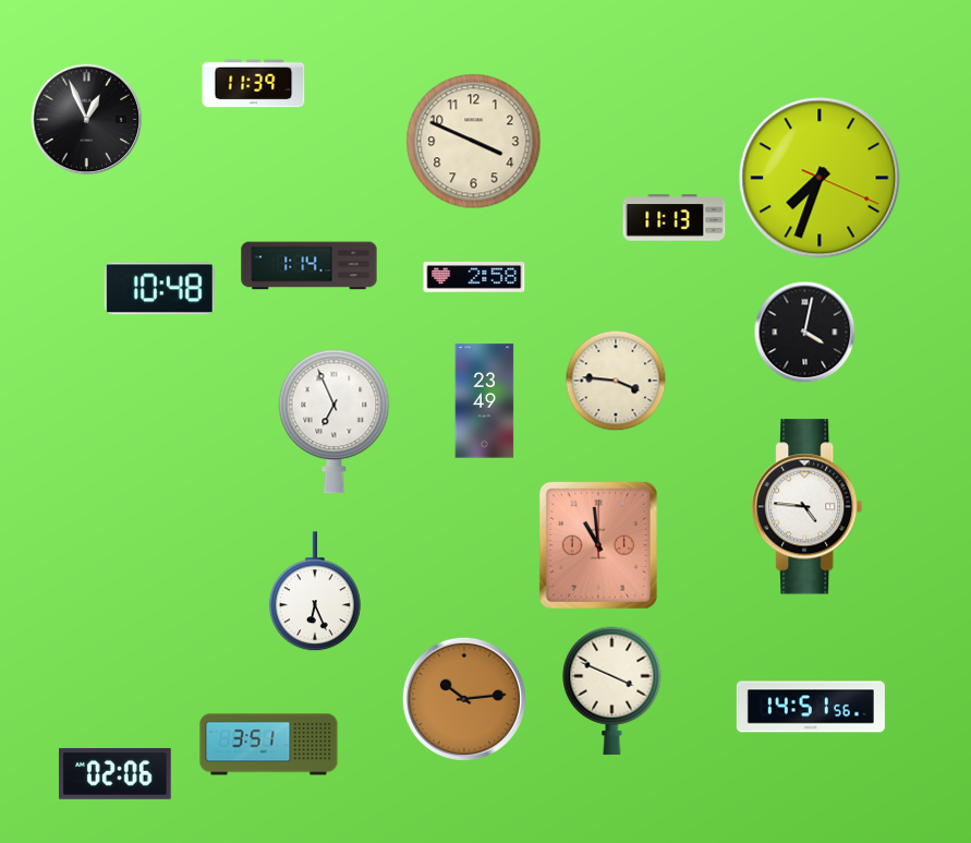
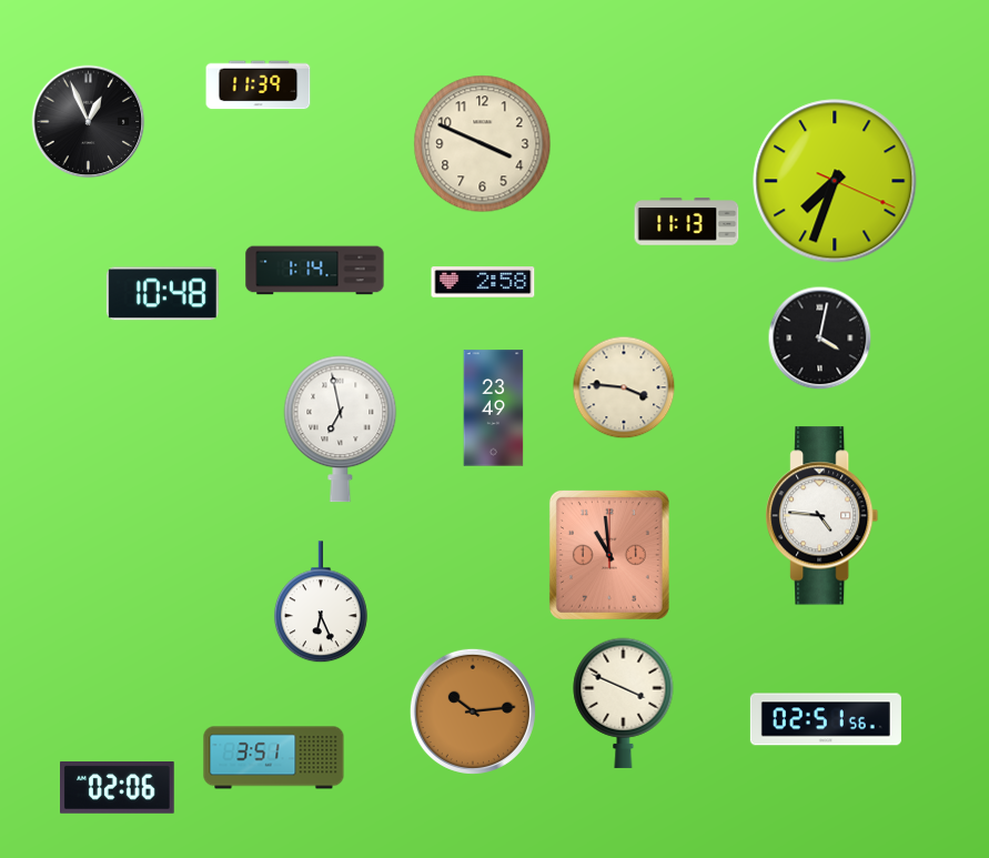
clock at (616, 381) position: (616, 381) -> (624, 387)
clock at (335, 422): 6:56 -> 6:58
clock at (811, 707): 14:51 -> 02:51
